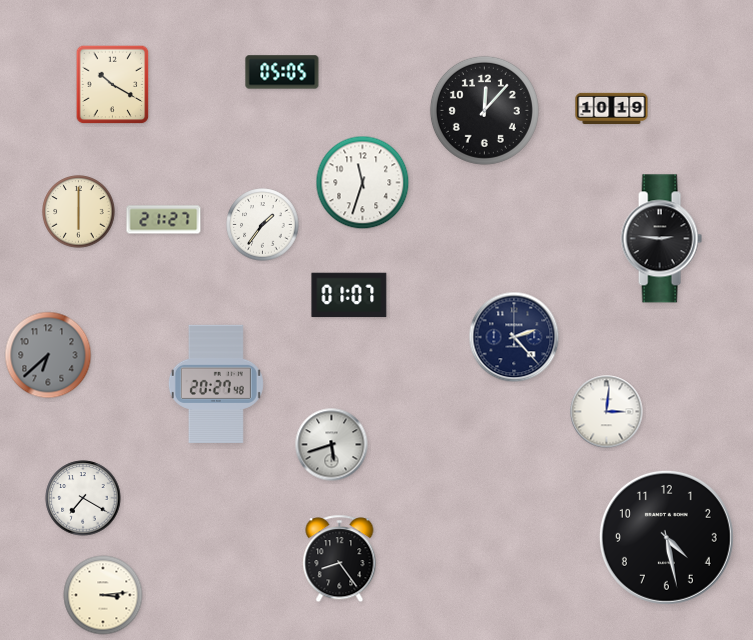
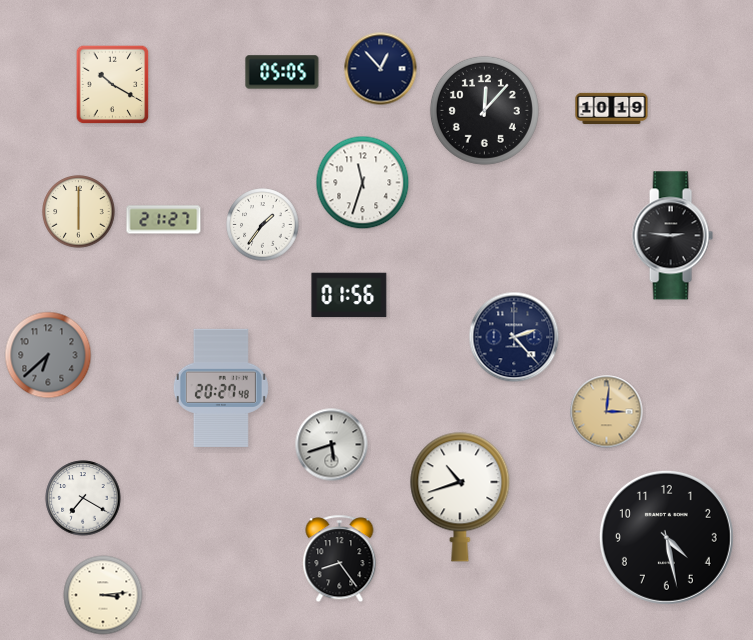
clock at (381, 69): none -> 12:53
clock at (661, 239) position: (661, 239) -> (672, 236)
clock at (349, 295): 01:07 -> 01:56
clock at (216, 384) position: (216, 384) -> (221, 388)
clock at (607, 412) dial: white -> champagne
clock at (460, 497): none -> 10:42
